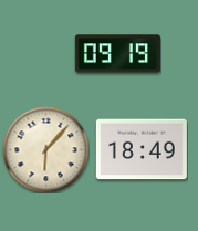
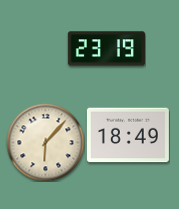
clock at (117, 54): 09:19 -> 23:19
clock at (45, 149) position: (45, 149) -> (45, 142)
